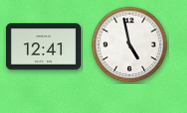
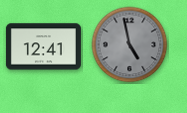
clock at (130, 45) dial: white -> grey
